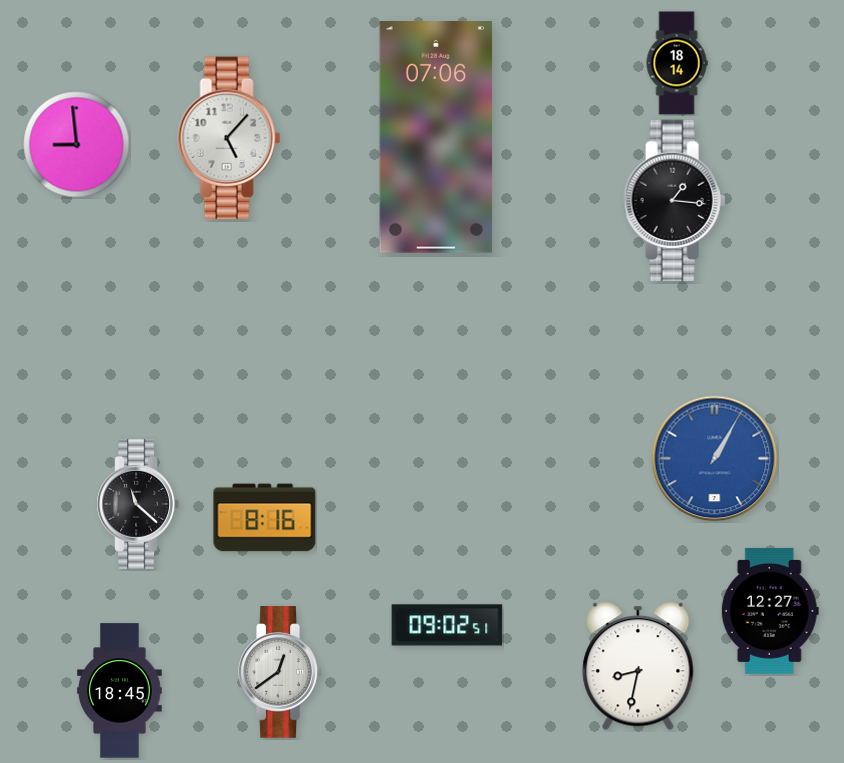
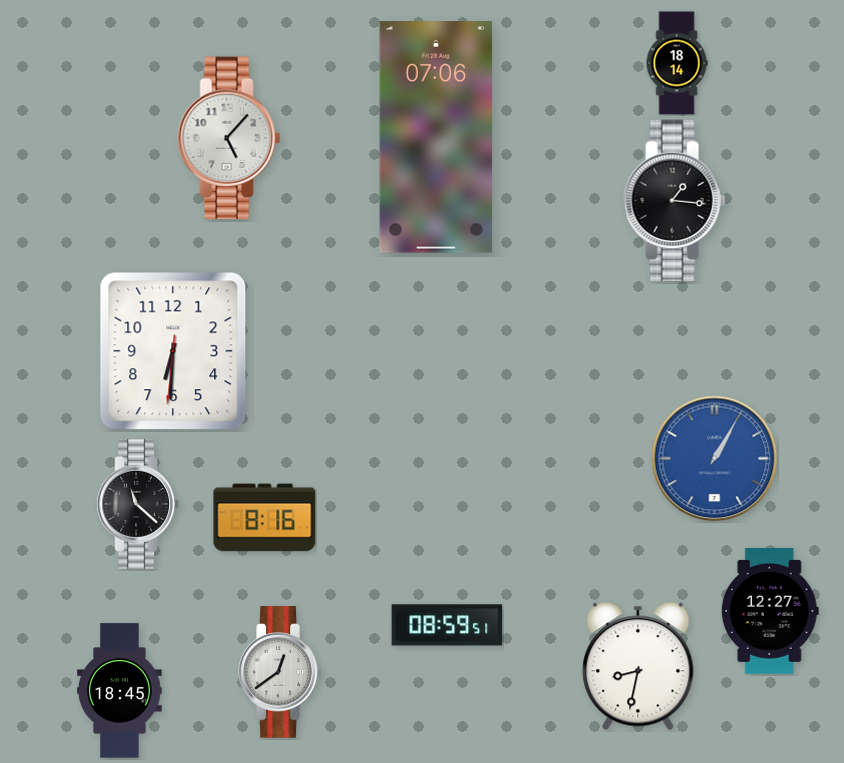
clock at (77, 145): 8:59 -> none
clock at (173, 351): none -> 6:30
clock at (447, 625): 09:02 -> 08:59
